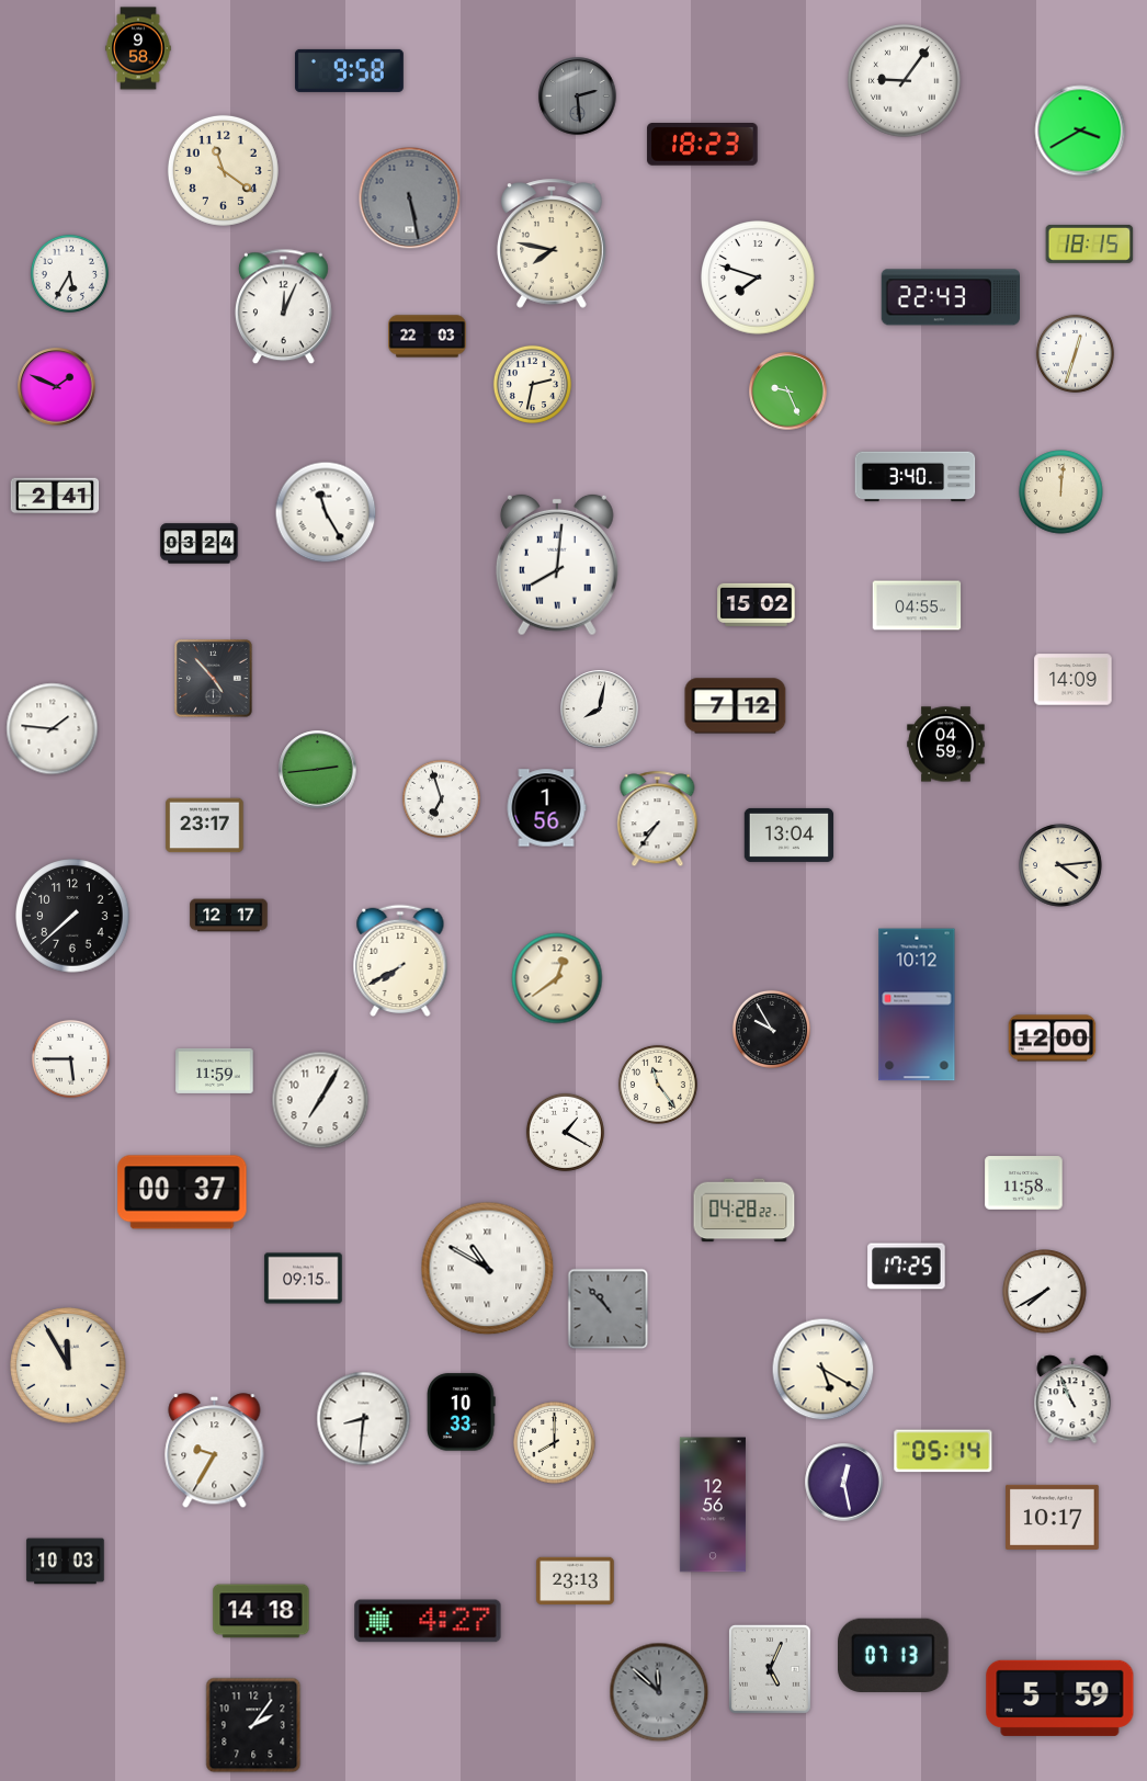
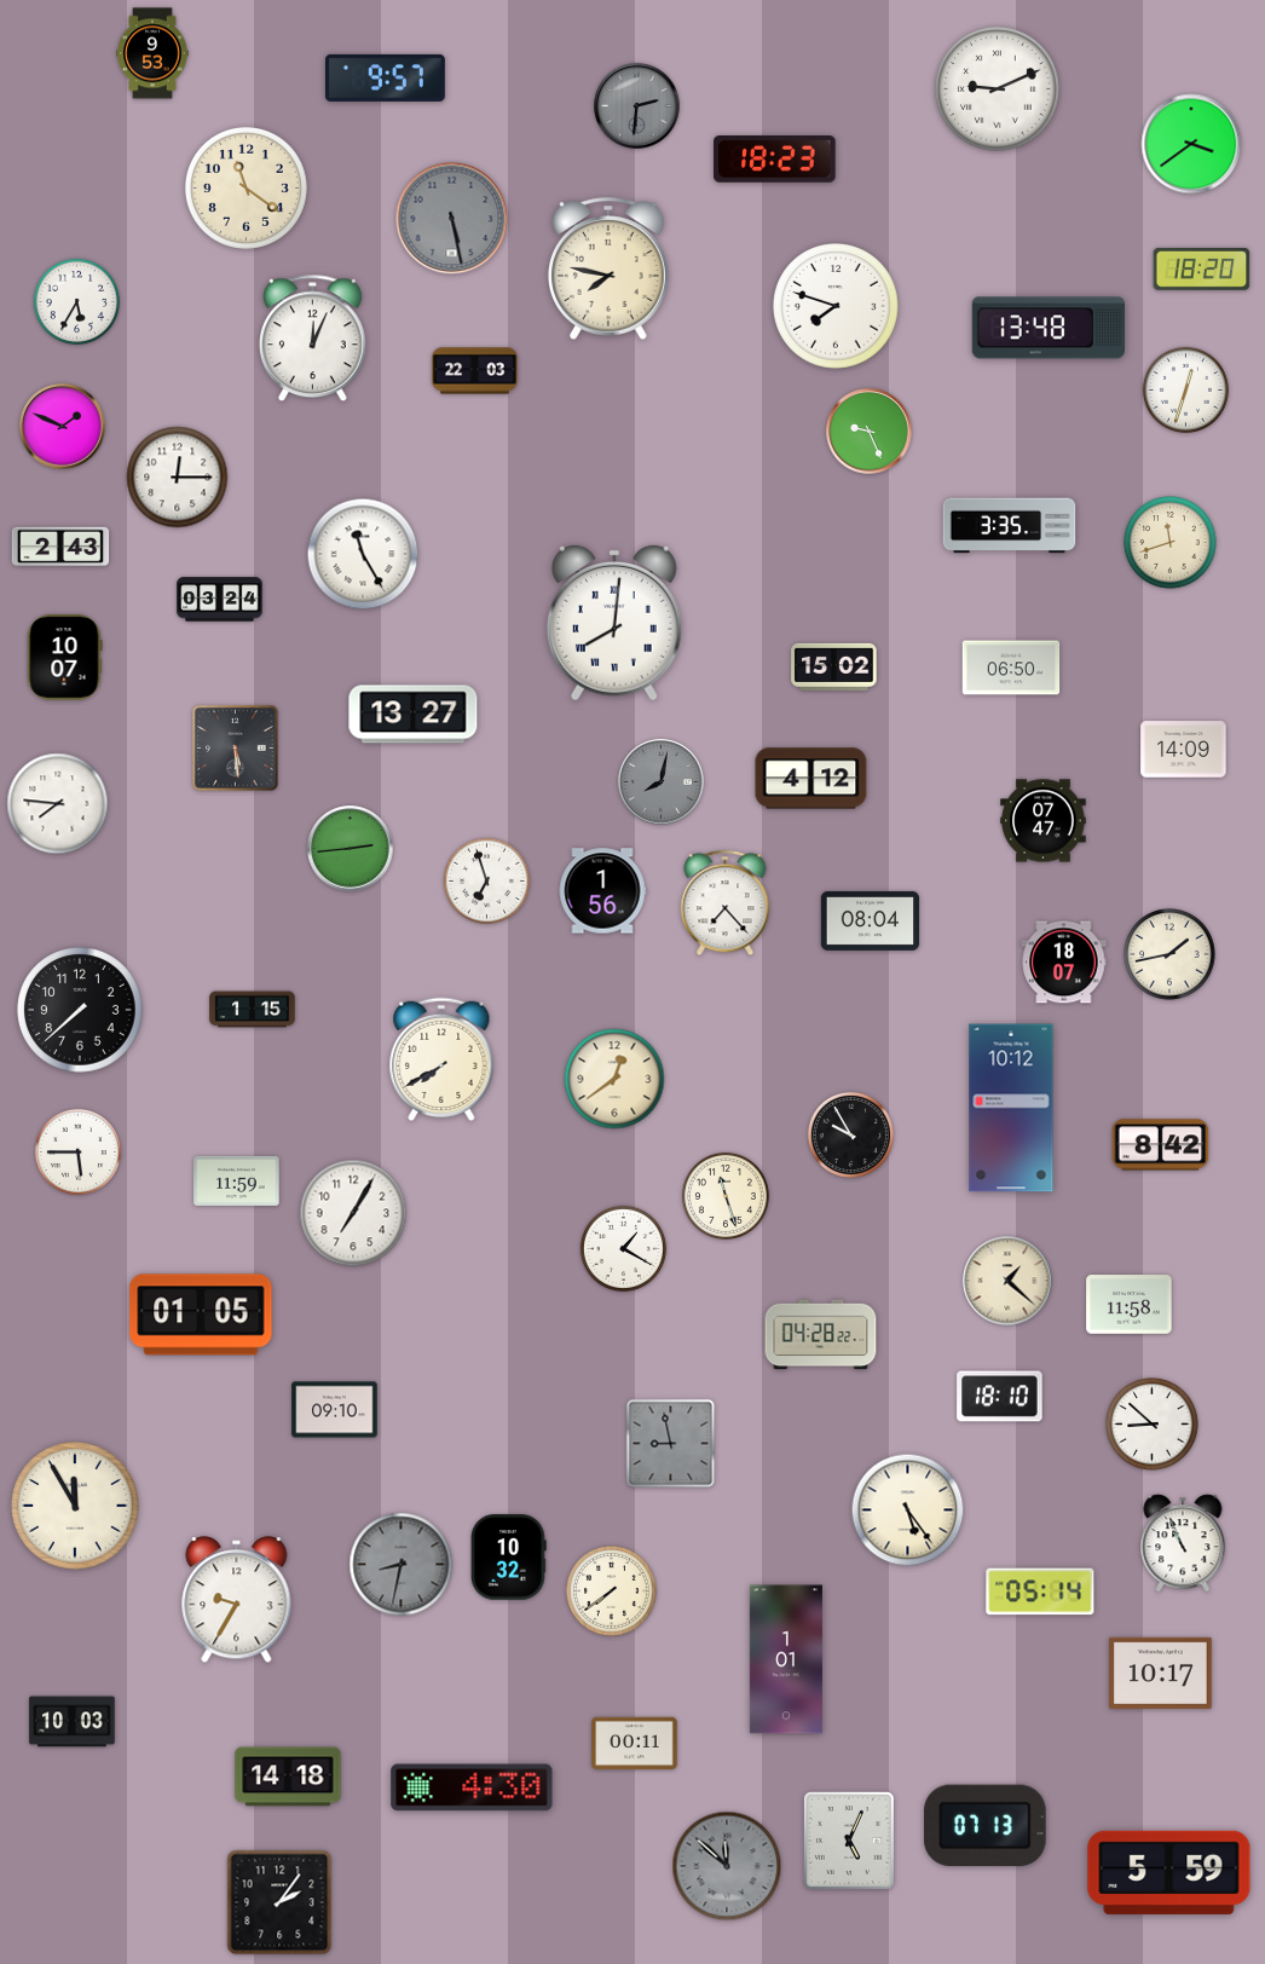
clock at (138, 48): 9:58 -> 9:53
clock at (349, 70): 9:58 -> 9:57
clock at (905, 81): 9:06 -> 9:11
clock at (578, 97): 2:29 -> 2:31
clock at (1080, 131): 3:40 -> 3:39
clock at (1090, 243): 18:15 -> 18:20
clock at (950, 297): 22:43 -> 13:48
clock at (428, 337) position: (428, 337) -> (475, 371)
clock at (532, 384): 2:32 -> none
clock at (178, 478): none -> 12:15
clock at (916, 477): 3:40 -> 3:35
clock at (1061, 492): 12:01 -> 11:42
clock at (55, 496): 2:41 -> 2:43
clock at (326, 512) position: (326, 512) -> (363, 554)
clock at (65, 658): none -> 10:07
clock at (917, 605): 04:55 -> 06:50
clock at (414, 715): none -> 13:27
clock at (214, 679): 4:53 -> 5:29
clock at (736, 706): 7:12 -> 4:12
clock at (600, 710) dial: white -> grey
clock at (53, 729): 1:46 -> 7:46
clock at (946, 745): 04:59 -> 07:47
clock at (658, 819): 7:36 -> 7:23
clock at (205, 826): 23:17 -> none
clock at (790, 835): 13:04 -> 08:04
clock at (1060, 865): 4:14 -> 1:43
clock at (1064, 963): none -> 18:07
clock at (229, 916): 12:17 -> 1:15
clock at (1053, 1039): 12:00 -> 8:42
clock at (70, 1058) position: (70, 1058) -> (77, 1151)
clock at (658, 1085): 11:24 -> 11:27
clock at (1007, 1281): none -> 1:22
clock at (182, 1192): 00:37 -> 01:05
clock at (907, 1267): 17:25 -> 18:10
clock at (488, 1269): 10:50 -> none
clock at (304, 1279): 09:15 -> 09:10
clock at (1045, 1292): 7:40 -> 8:52
clock at (609, 1309): 10:53 -> 8:58
clock at (824, 1370): 5:20 -> 5:24
clock at (462, 1413): 10:33 -> 10:32
clock at (364, 1419): 8:31 -> 8:32
clock at (364, 1419) dial: white -> grey
clock at (555, 1443): 8:00 -> 7:39
clock at (943, 1451) position: (943, 1451) -> (1040, 1592)
clock at (844, 1483): 12:28 -> none
clock at (713, 1505): 12:56 -> 1:01
clock at (576, 1581): 23:13 -> 00:11
clock at (428, 1621): 4:27 -> 4:30
